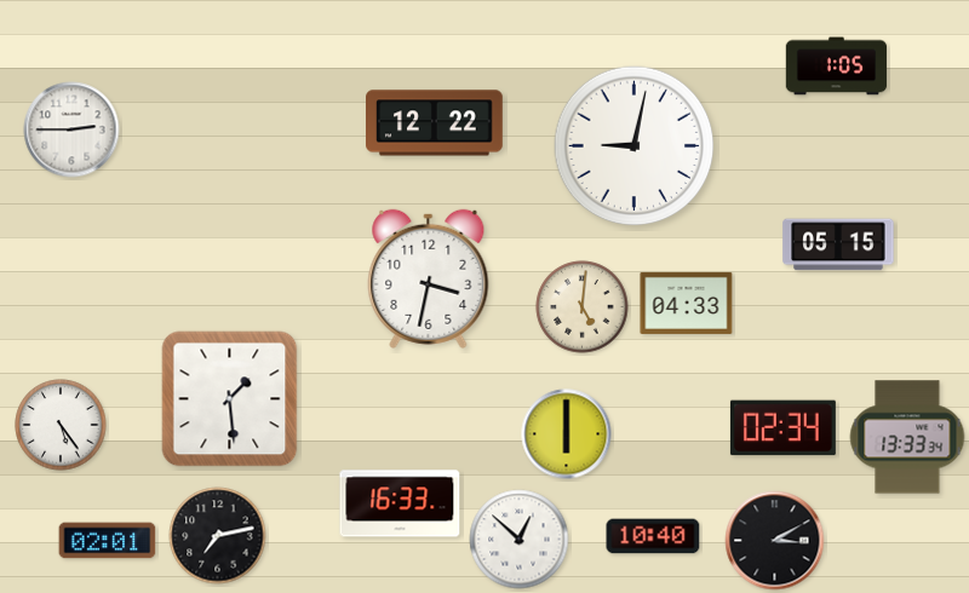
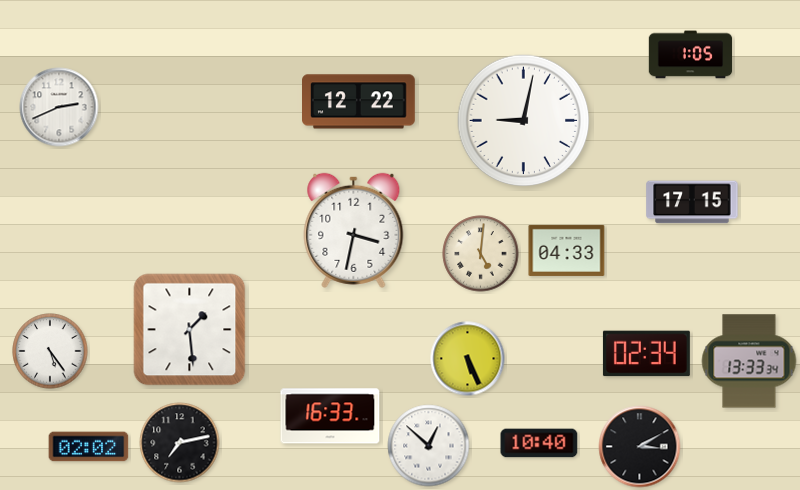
clock at (71, 129): 2:45 -> 2:41
clock at (838, 244): 05:15 -> 17:15
clock at (567, 434): 6:00 -> 5:26
clock at (108, 541): 02:01 -> 02:02
